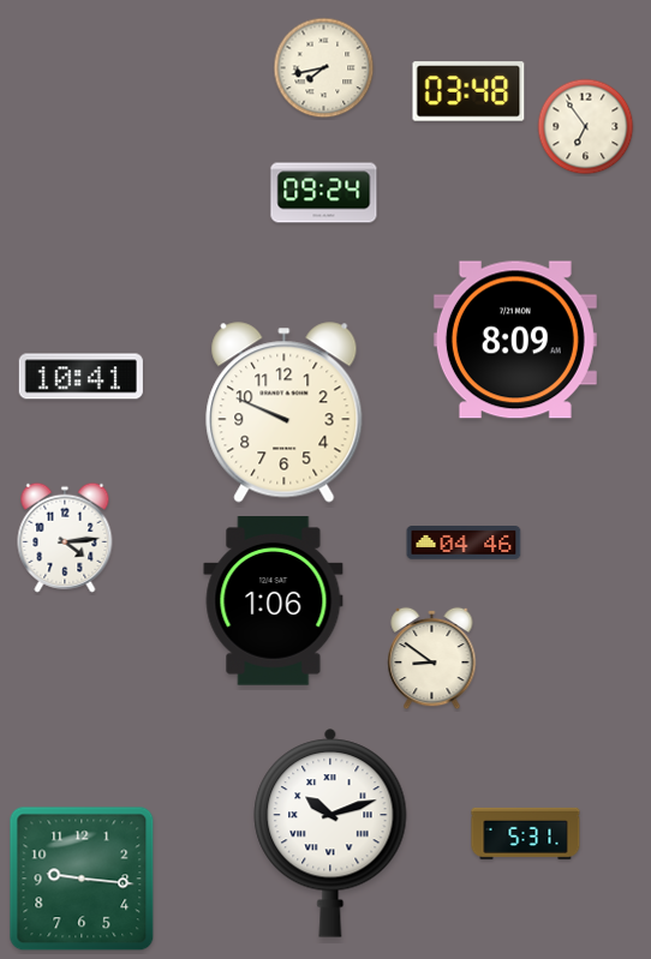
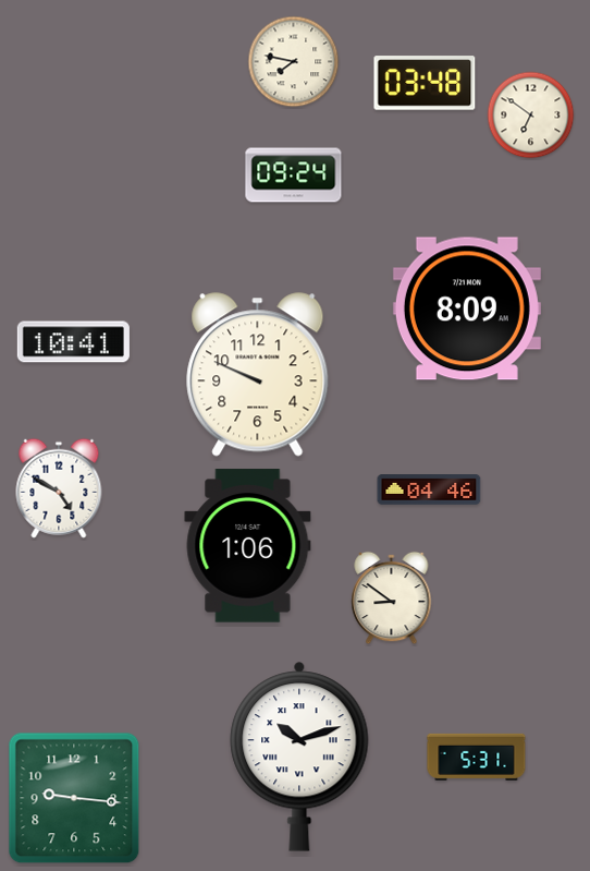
clock at (324, 68): 7:43 -> 7:47
clock at (586, 127): 6:54 -> 6:51
clock at (65, 538): 4:14 -> 4:50
clock at (464, 544) position: (464, 544) -> (429, 491)
